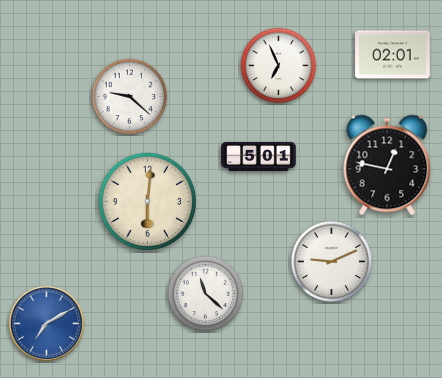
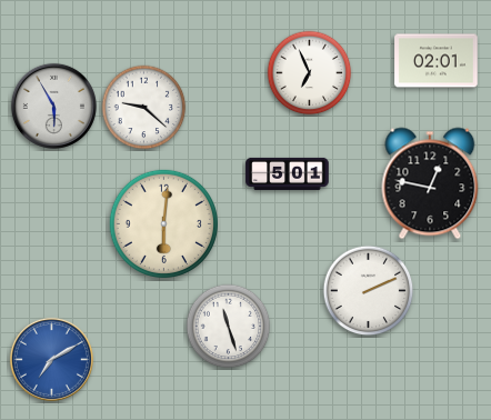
clock at (53, 106): none -> 5:55
clock at (332, 262): 9:11 -> 2:11
clock at (206, 294): 11:22 -> 11:27
